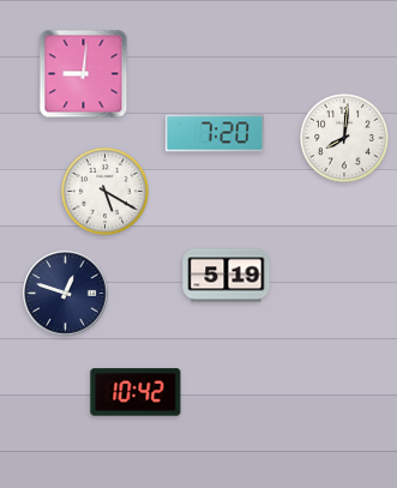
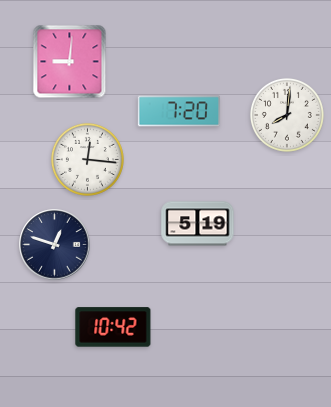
clock at (104, 191): 5:20 -> 12:16
clock at (227, 276) position: (227, 276) -> (198, 224)
